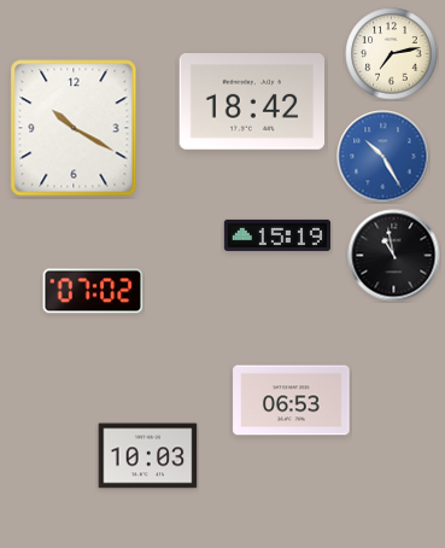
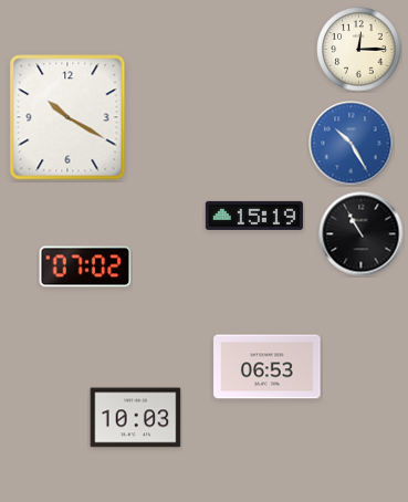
clock at (392, 54): 7:13 -> 12:15
clock at (252, 103): 18:42 -> none
clock at (394, 256): 10:58 -> 10:55
